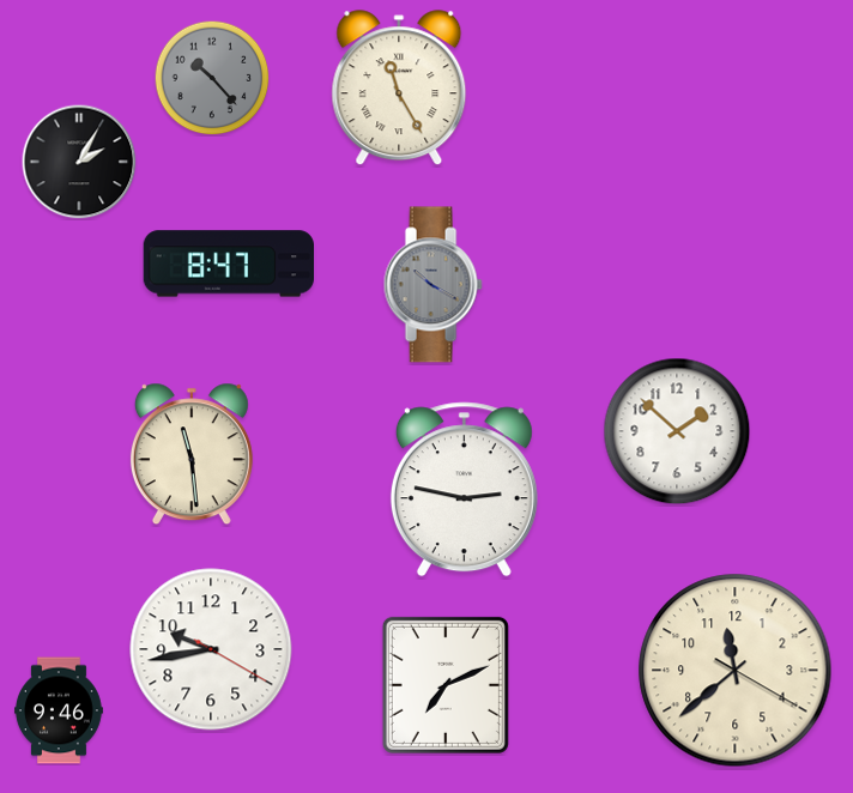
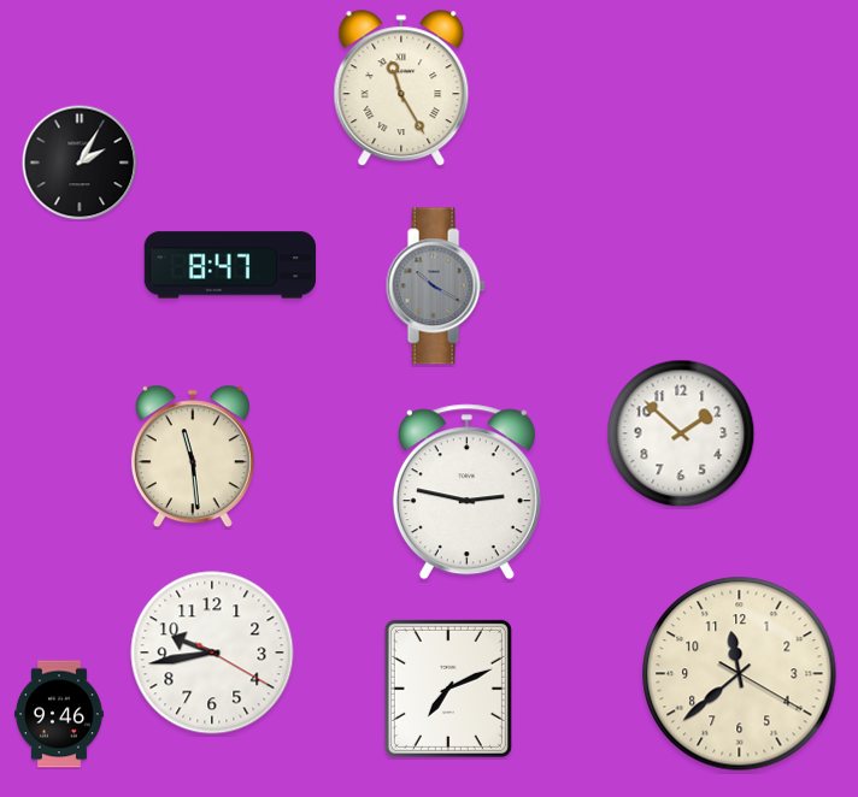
clock at (212, 78): 10:23 -> none
